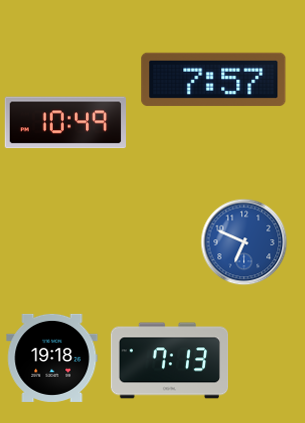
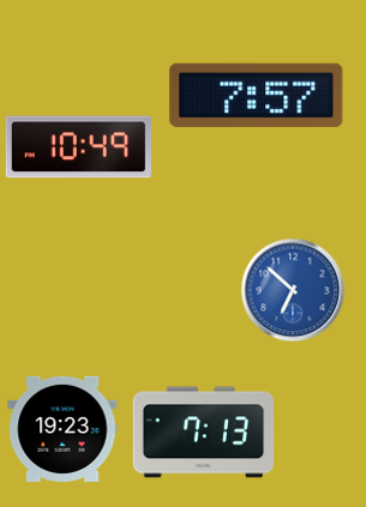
clock at (244, 242): 6:49 -> 6:52
clock at (52, 358): 19:18 -> 19:23
